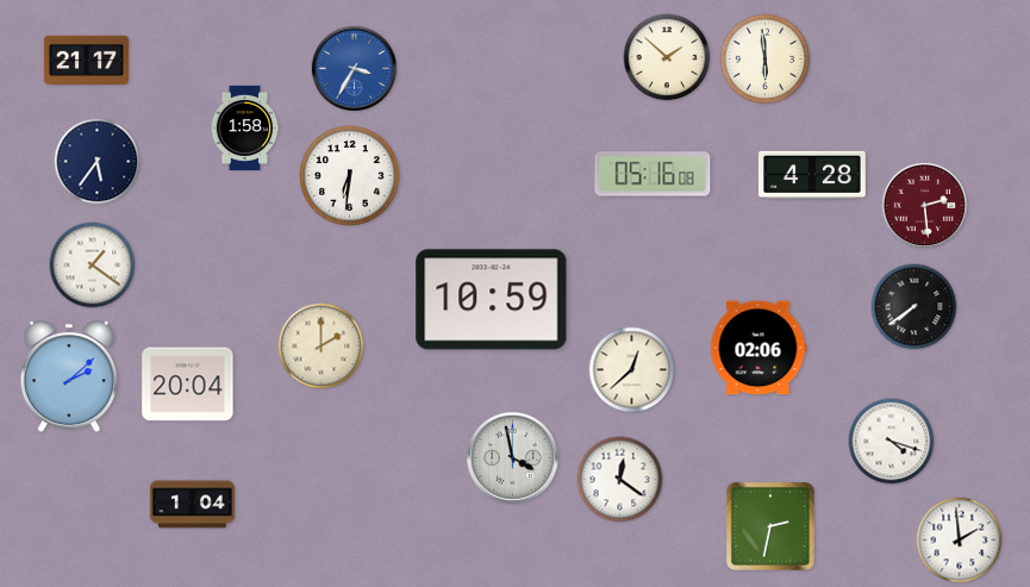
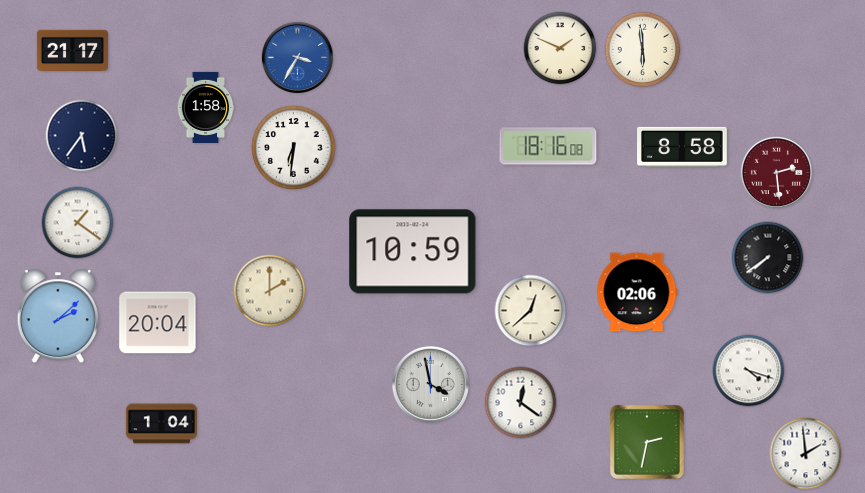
clock at (667, 57): 1:52 -> 1:49
clock at (653, 174): 05:16 -> 18:16
clock at (812, 175): 4:28 -> 8:58
